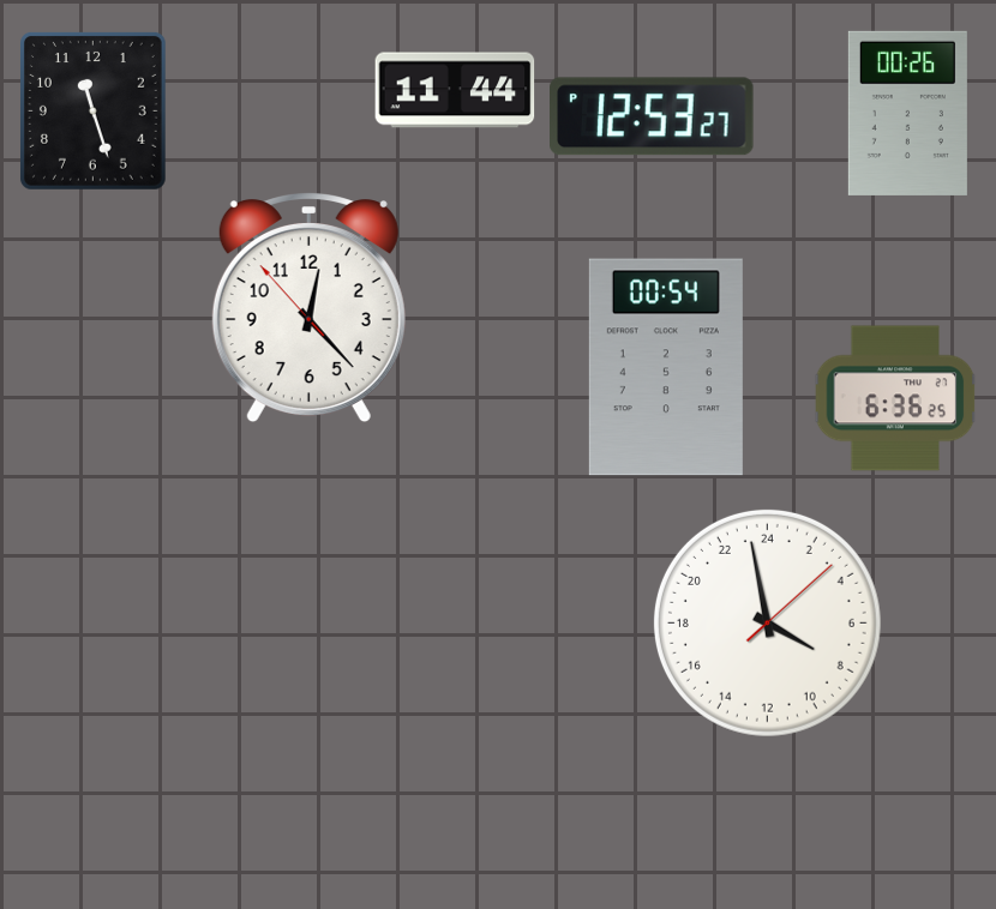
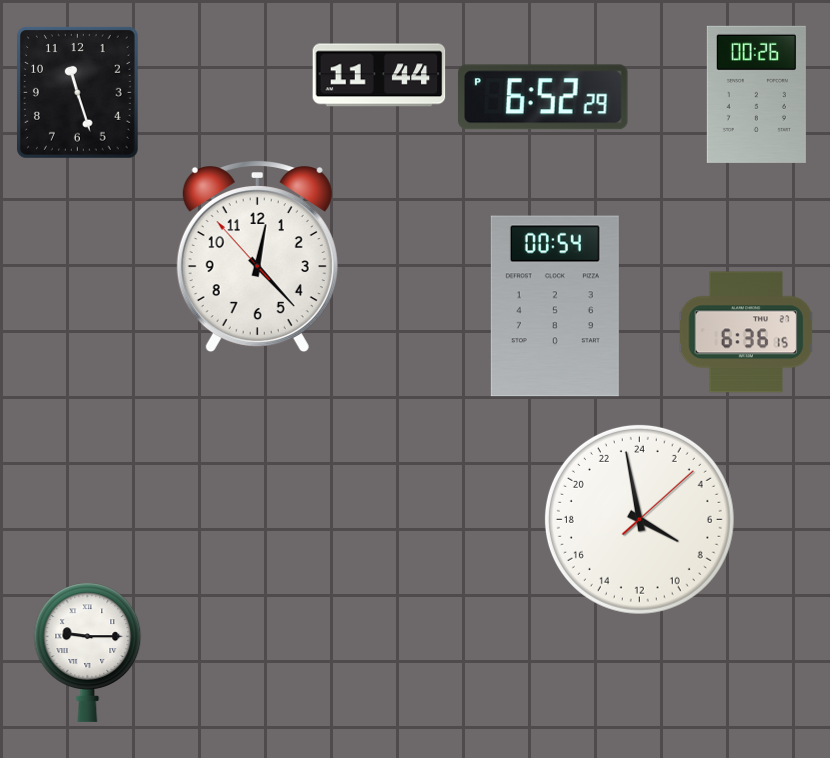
clock at (653, 116): 12:53 -> 6:52
clock at (895, 398): 6:36:25 -> 6:36:15
clock at (88, 652): none -> 9:15
